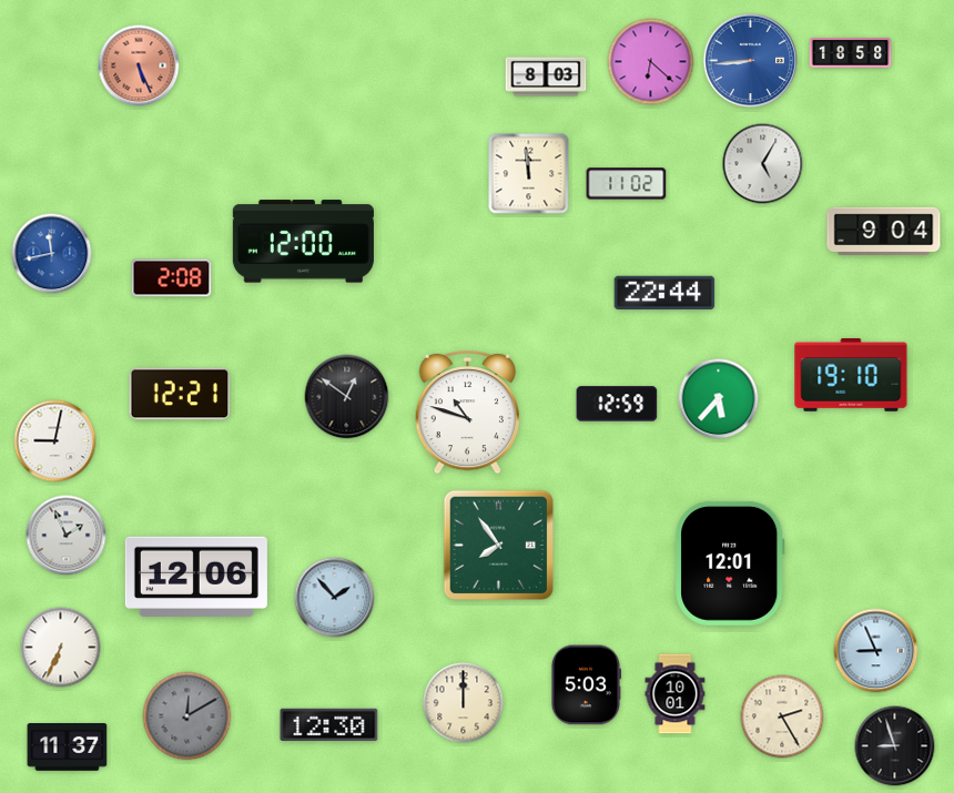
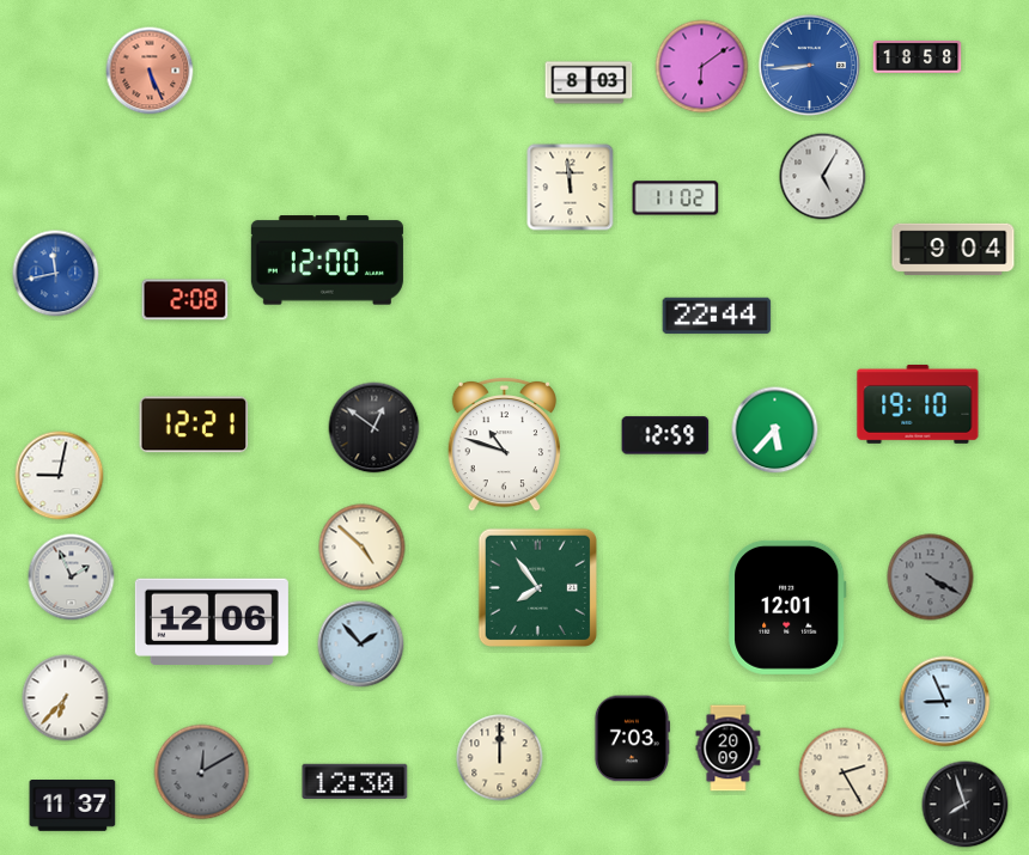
clock at (651, 62): 6:22 -> 6:09
clock at (363, 548): none -> 4:52
clock at (931, 578): none -> 4:20
clock at (61, 648): 6:34 -> 6:37
clock at (585, 685): 5:03 -> 7:03
clock at (676, 694): 10:01 -> 20:09
clock at (895, 746): 8:57 -> 7:57
